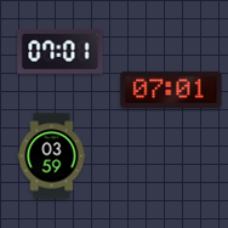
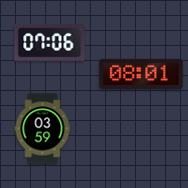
clock at (61, 51): 07:01 -> 07:06
clock at (171, 90): 07:01 -> 08:01
